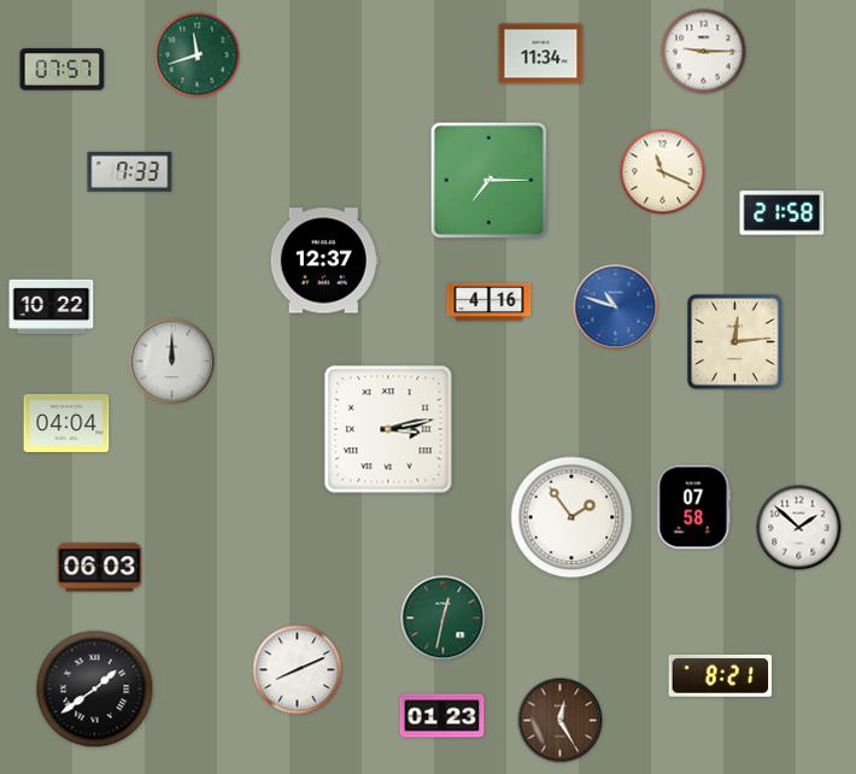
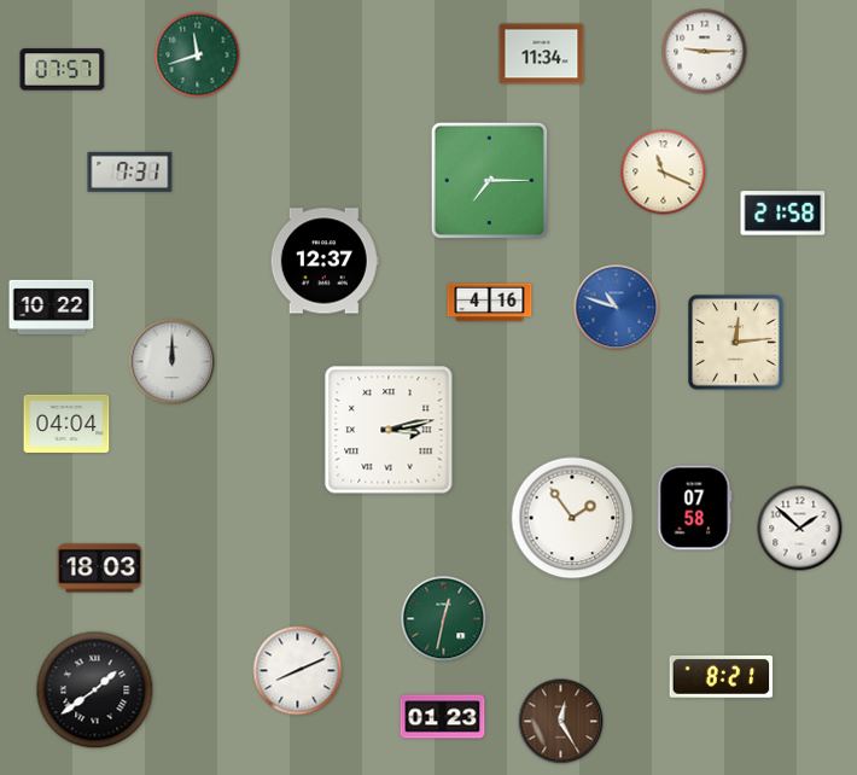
clock at (130, 171): 7:33 -> 7:31
clock at (100, 568): 06:03 -> 18:03
